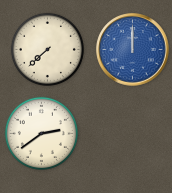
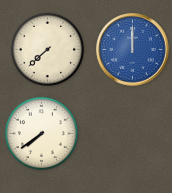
clock at (41, 133): 2:39 -> 7:39
